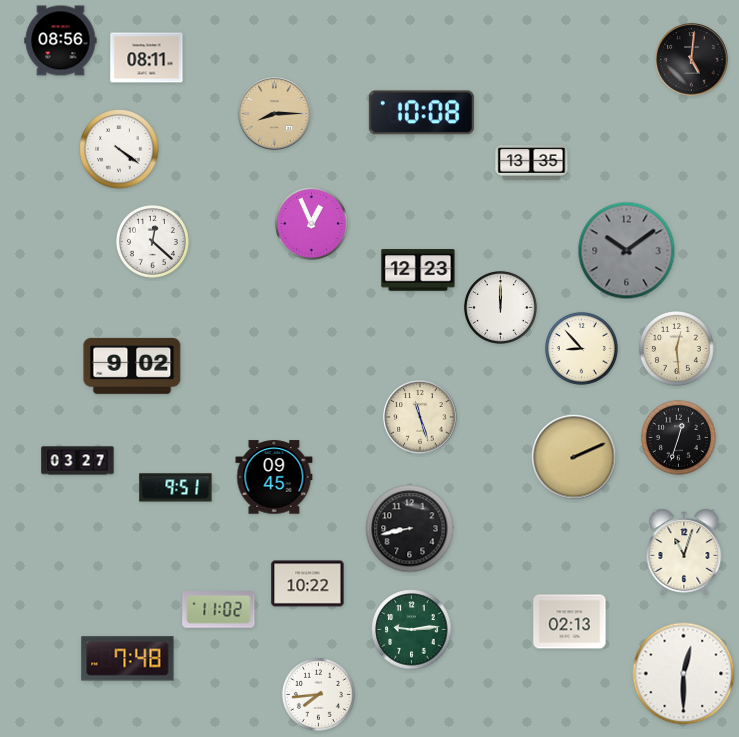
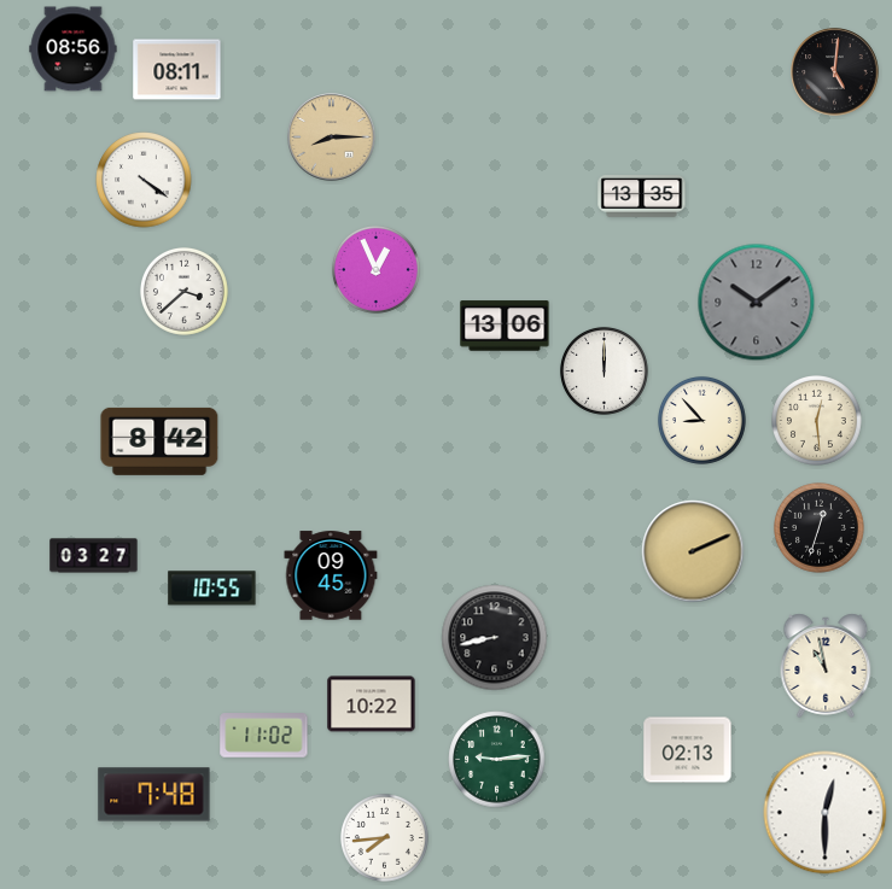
clock at (421, 113): 10:08 -> none
clock at (152, 241): 12:22 -> 3:38
clock at (418, 270): 12:23 -> 13:06
clock at (132, 366): 9:02 -> 8:42
clock at (420, 417): 11:27 -> none
clock at (176, 488): 9:51 -> 10:55
clock at (684, 552): 11:03 -> 10:58
